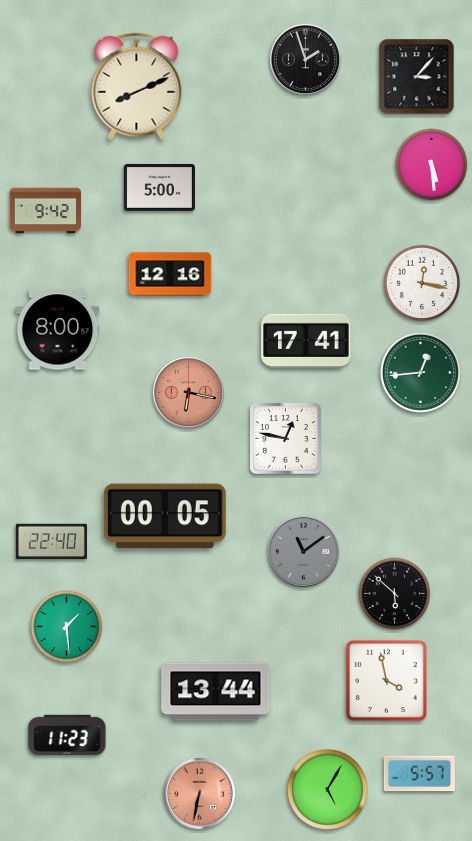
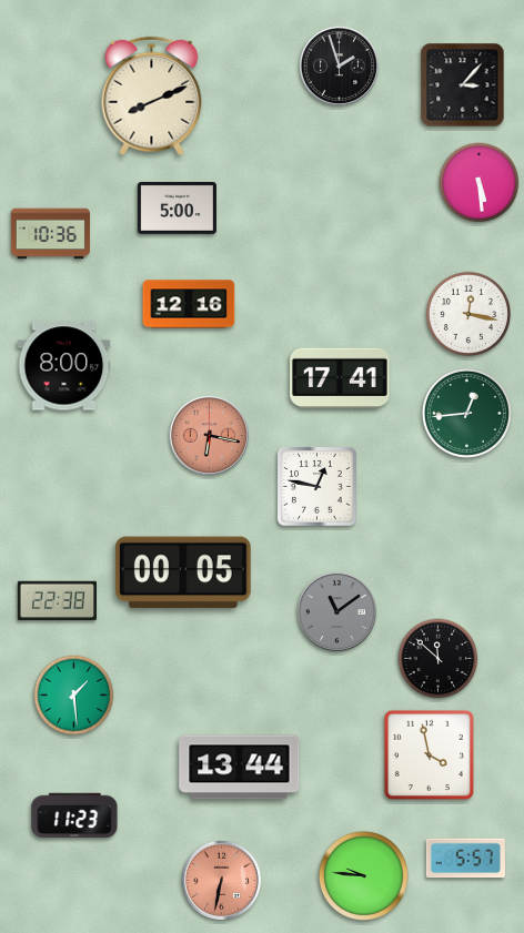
clock at (45, 211): 9:42 -> 10:36
clock at (51, 542): 22:40 -> 22:38
clock at (395, 594): 5:52 -> 11:52
clock at (327, 789): 5:05 -> 9:46
